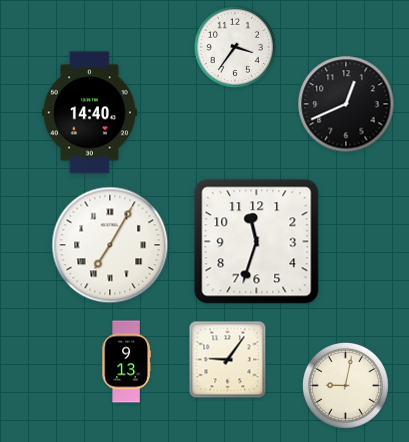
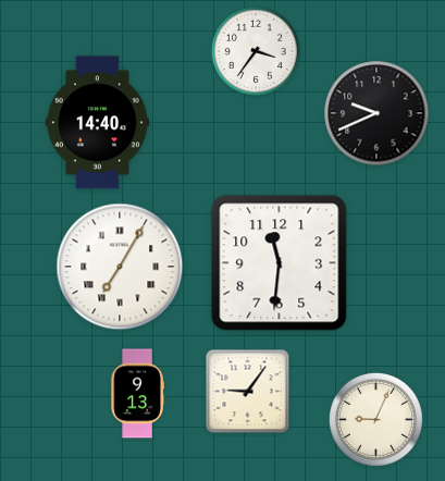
clock at (346, 104): 12:41 -> 9:41
clock at (257, 242): 11:33 -> 11:31
clock at (346, 386): 9:02 -> 9:04
